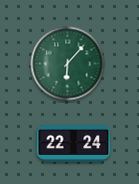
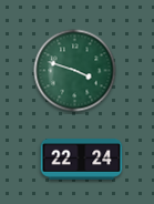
clock at (68, 64): 6:07 -> 3:48
